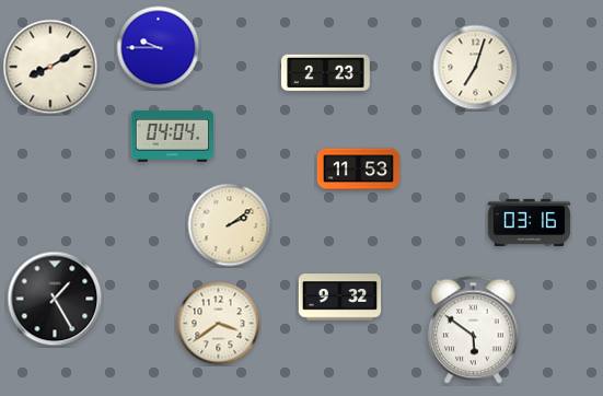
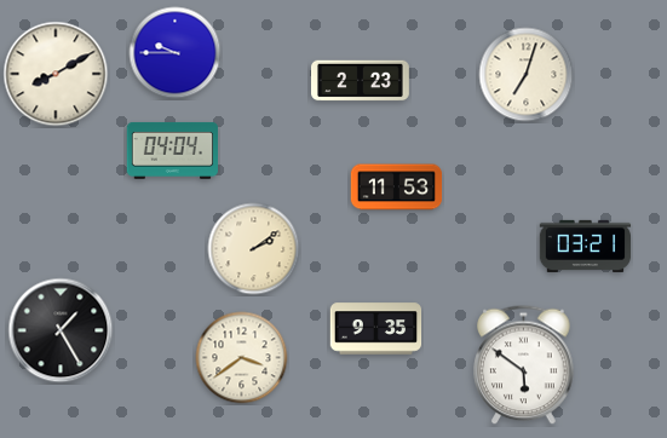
clock at (172, 136) position: (172, 136) -> (172, 150)
clock at (530, 222): 03:16 -> 03:21
clock at (340, 298): 9:32 -> 9:35
